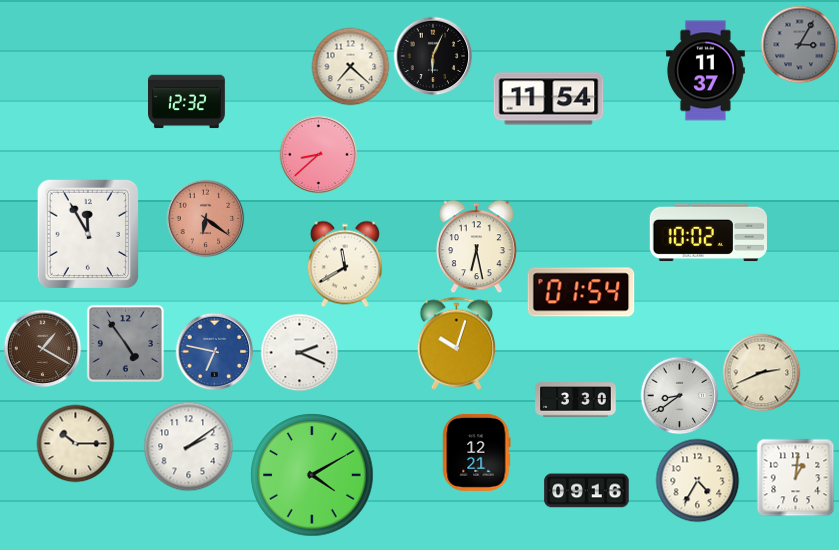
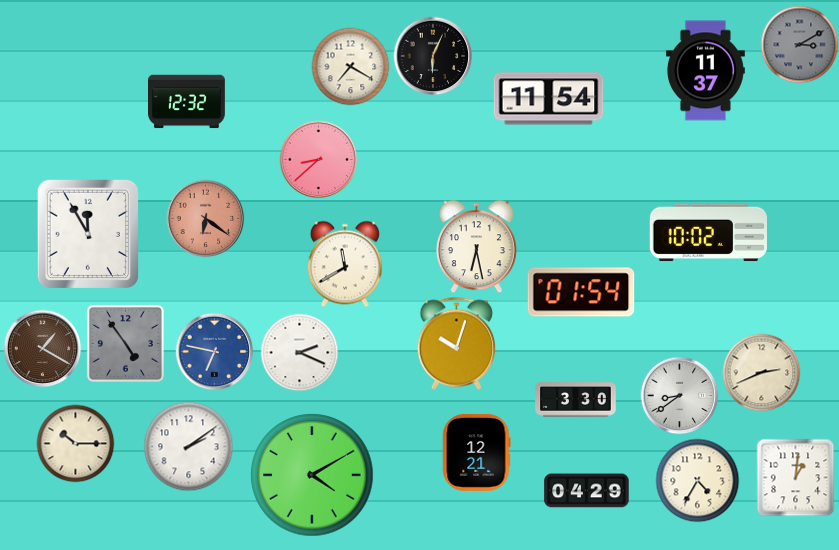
clock at (799, 44): 3:05 -> 3:10
clock at (350, 66): 7:22 -> 7:20
clock at (318, 154) position: (318, 154) -> (318, 159)
clock at (587, 491): 09:16 -> 04:29
